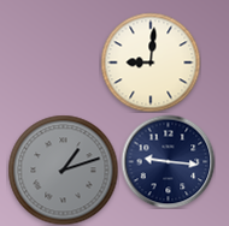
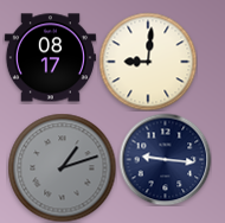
clock at (50, 58): none -> 08:17
